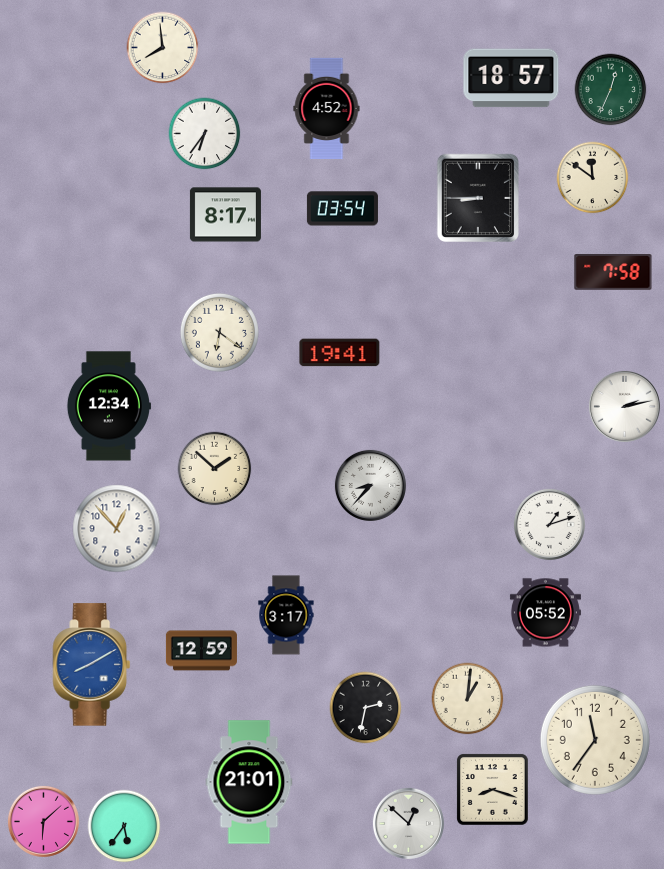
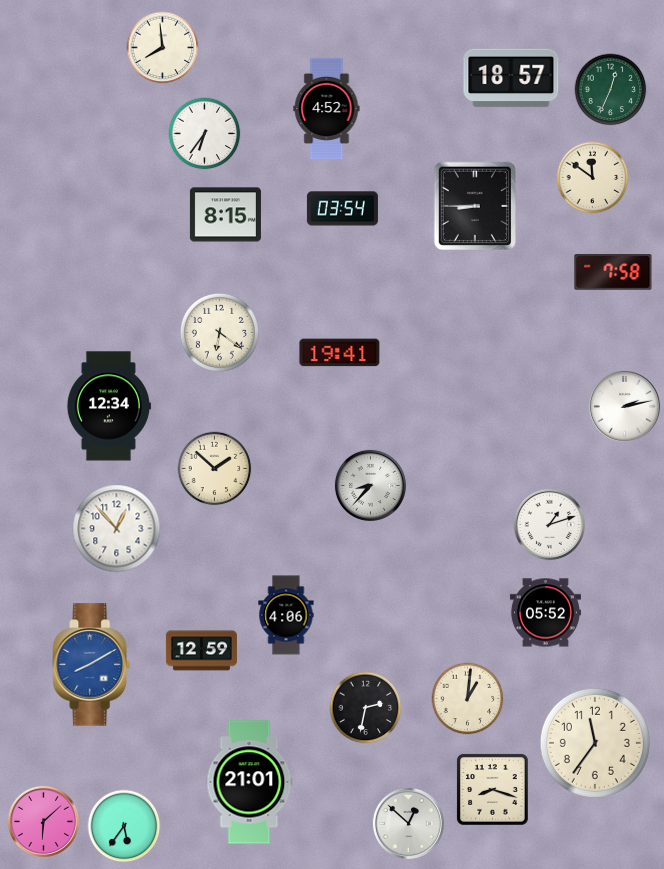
clock at (477, 198) position: (477, 198) -> (474, 206)
clock at (225, 215): 8:17 -> 8:15
clock at (286, 615): 3:17 -> 4:06
clock at (595, 740) position: (595, 740) -> (595, 743)
